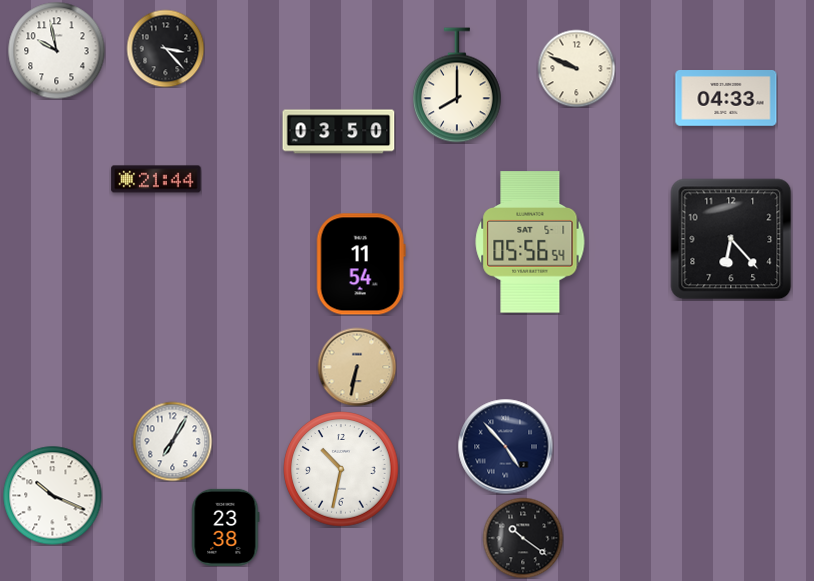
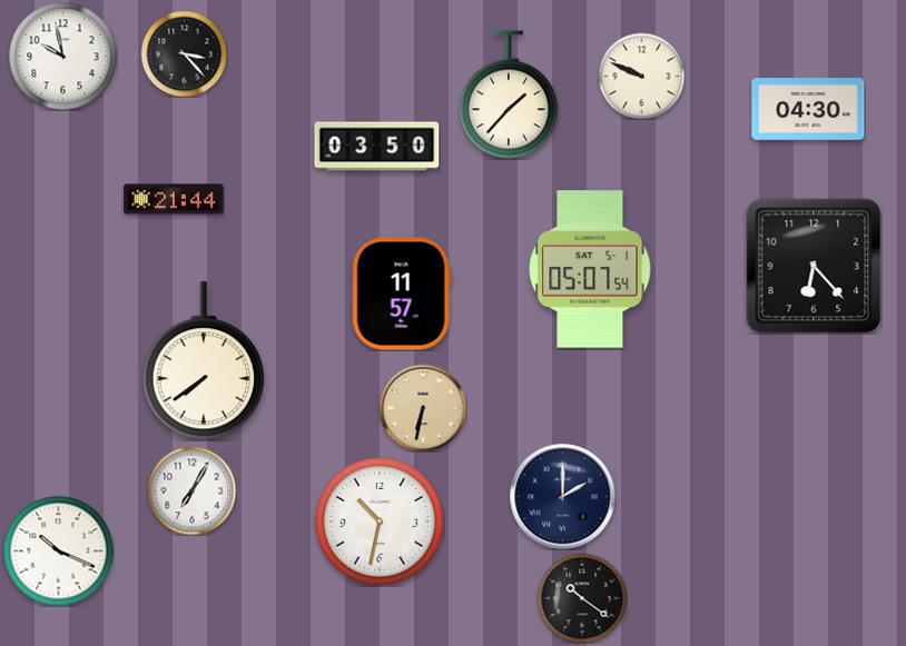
clock at (458, 85): 8:00 -> 1:37
clock at (726, 99): 04:33 -> 04:30
clock at (530, 242): 05:56 -> 05:07
clock at (361, 264): 11:54 -> 11:57
clock at (204, 361): none -> 7:39
clock at (357, 367) position: (357, 367) -> (423, 408)
clock at (505, 446): 4:53 -> 2:00
clock at (226, 527): 23:38 -> none
